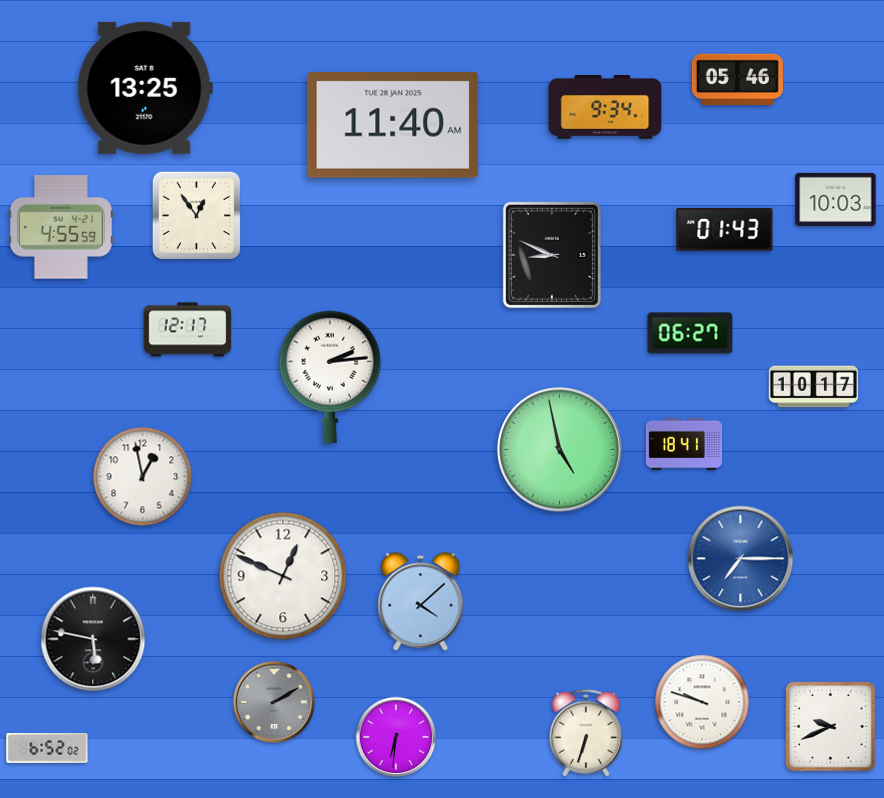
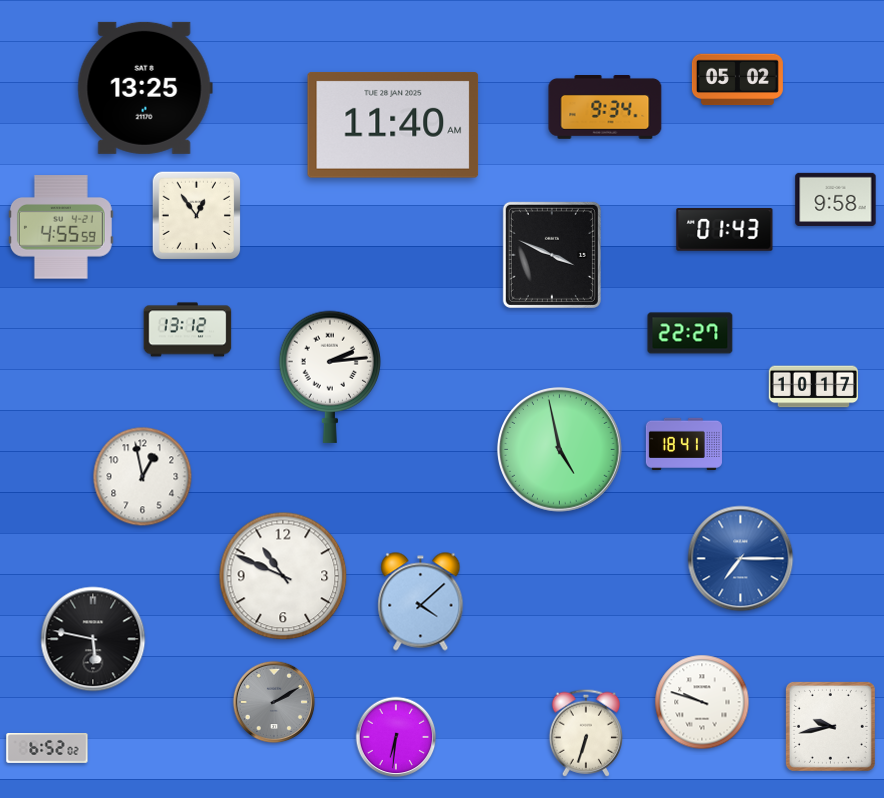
clock at (737, 80): 05:46 -> 05:02
clock at (836, 199): 10:03 -> 9:58
clock at (552, 255): 8:49 -> 3:49
clock at (188, 330): 12:17 -> 13:12
clock at (690, 333): 06:27 -> 22:27
clock at (283, 576): 12:49 -> 10:49
clock at (830, 726): 9:41 -> 9:43
